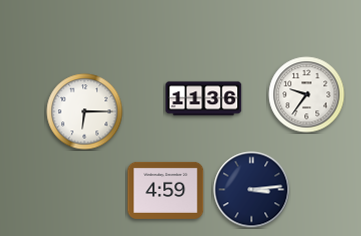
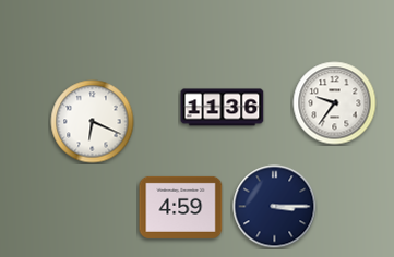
clock at (85, 112): 6:15 -> 6:19
clock at (252, 190): 3:14 -> 3:15
